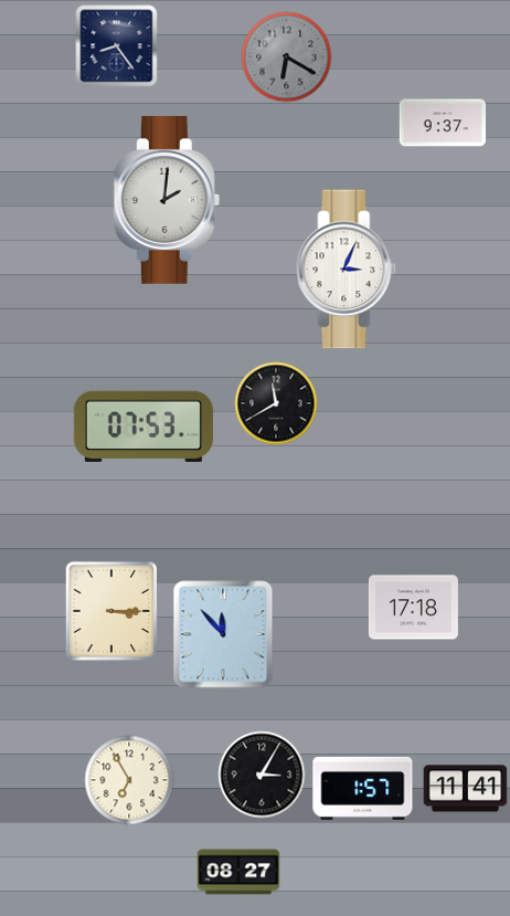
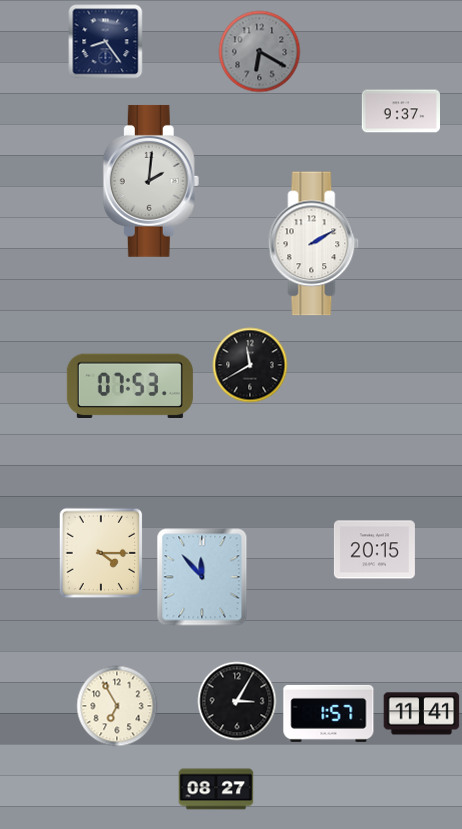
clock at (347, 270): 3:04 -> 2:10
clock at (413, 608): 17:18 -> 20:15
clock at (111, 611): 3:15 -> 4:15
clock at (223, 634) position: (223, 634) -> (202, 577)
